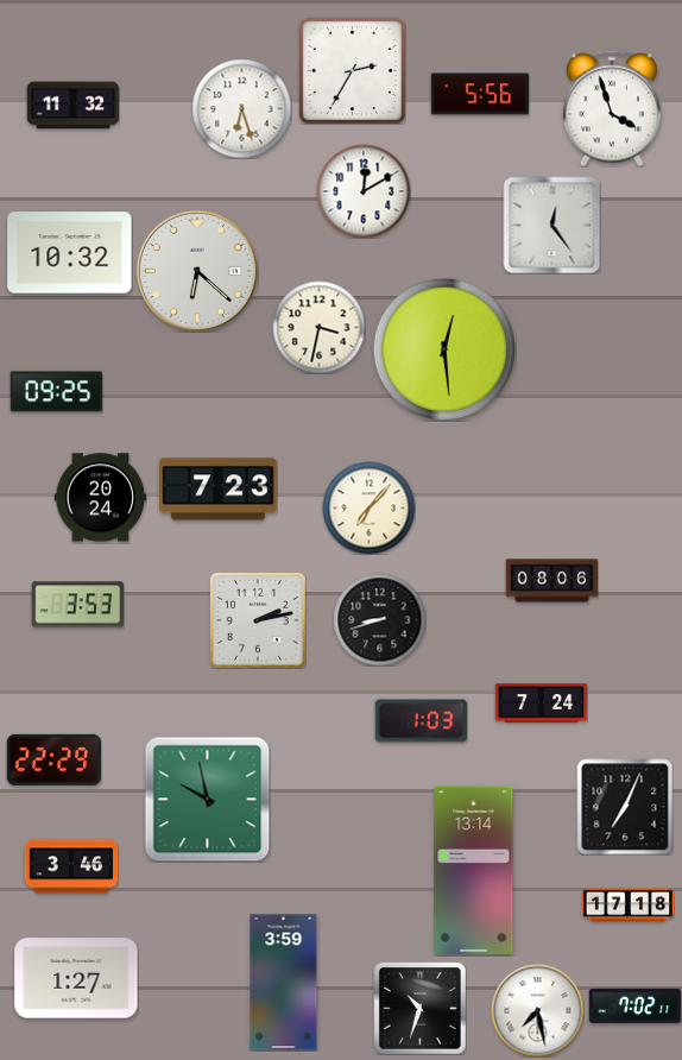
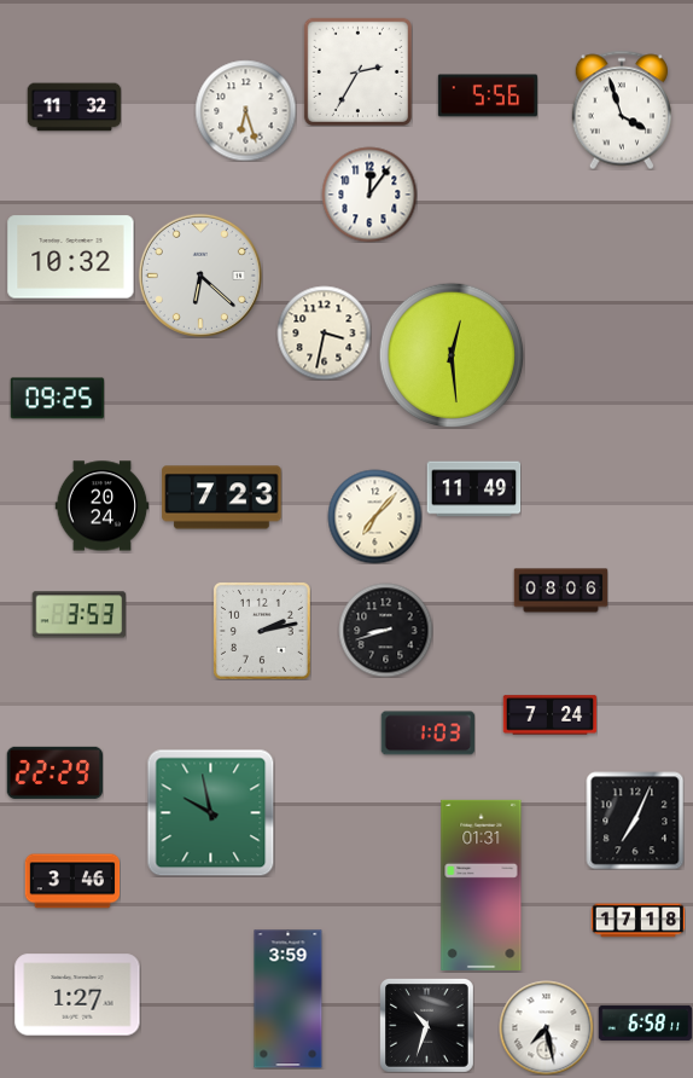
clock at (364, 191): 12:10 -> 12:06
clock at (551, 225): 12:24 -> none
clock at (473, 489): none -> 11:49
clock at (474, 870): 13:14 -> 01:31
clock at (634, 1005): 7:02 -> 6:58
